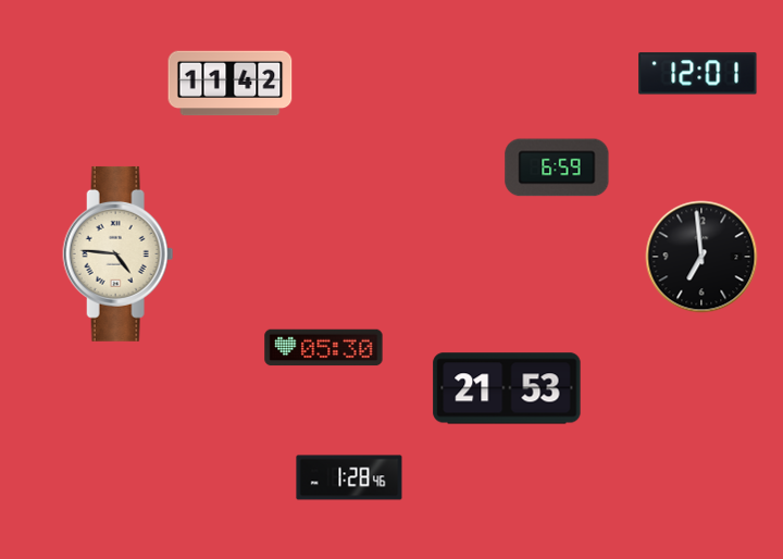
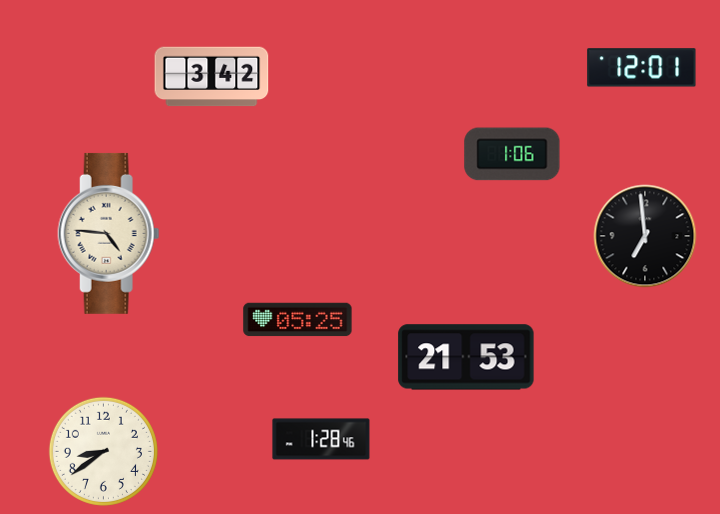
clock at (231, 84): 11:42 -> 3:42
clock at (557, 167): 6:59 -> 1:06
clock at (324, 348): 05:30 -> 05:25
clock at (103, 451): none -> 8:39
